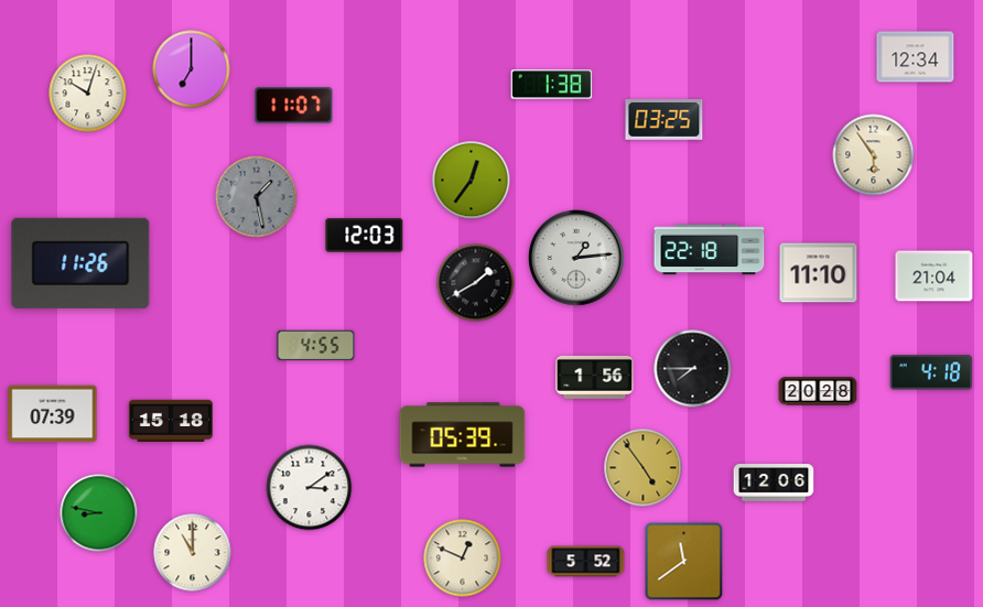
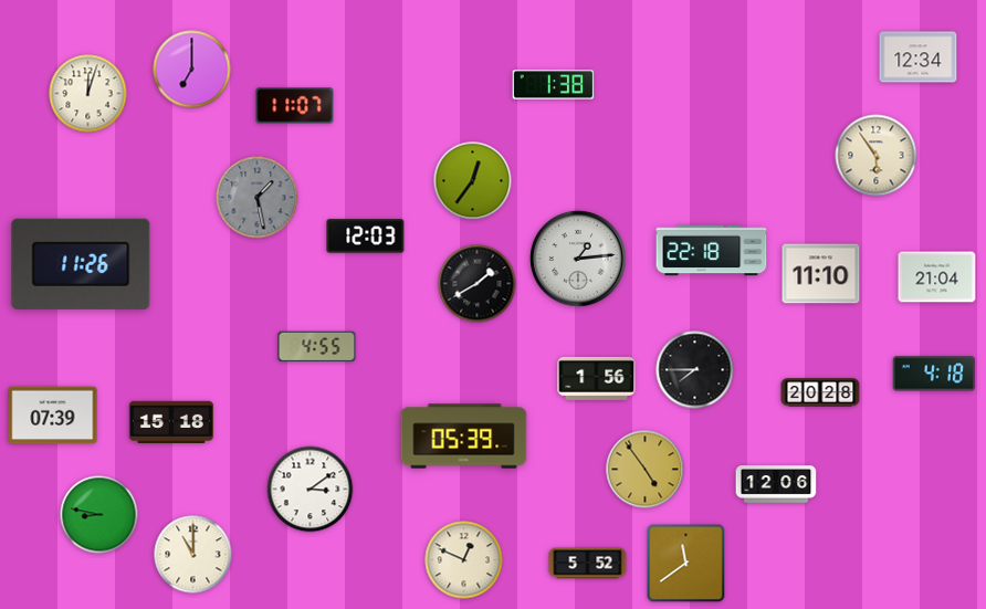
clock at (88, 94): 10:03 -> 12:03
clock at (665, 120): 03:25 -> none
